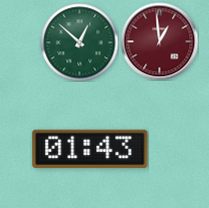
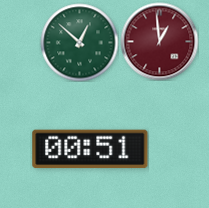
clock at (90, 149): 01:43 -> 00:51
